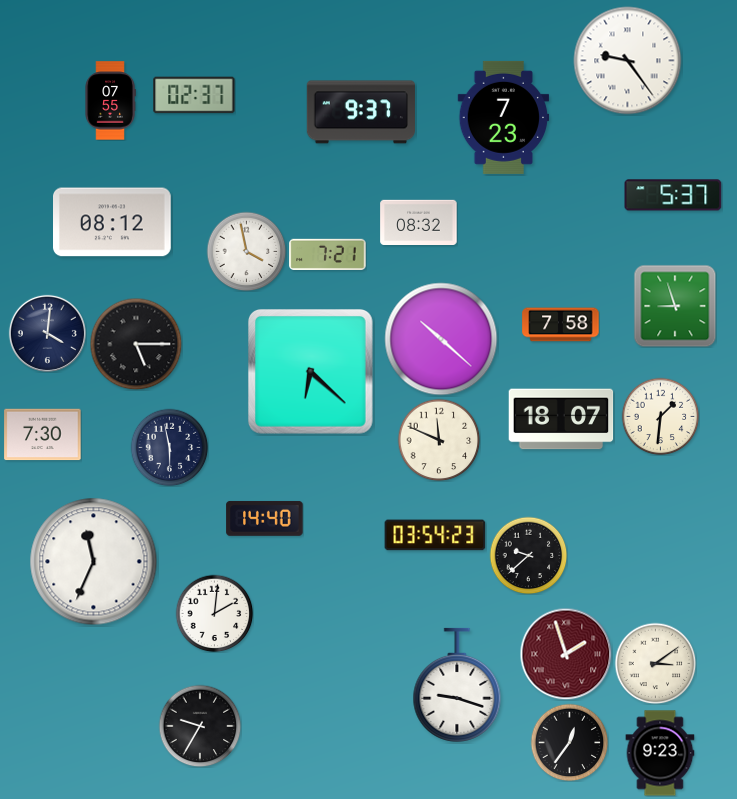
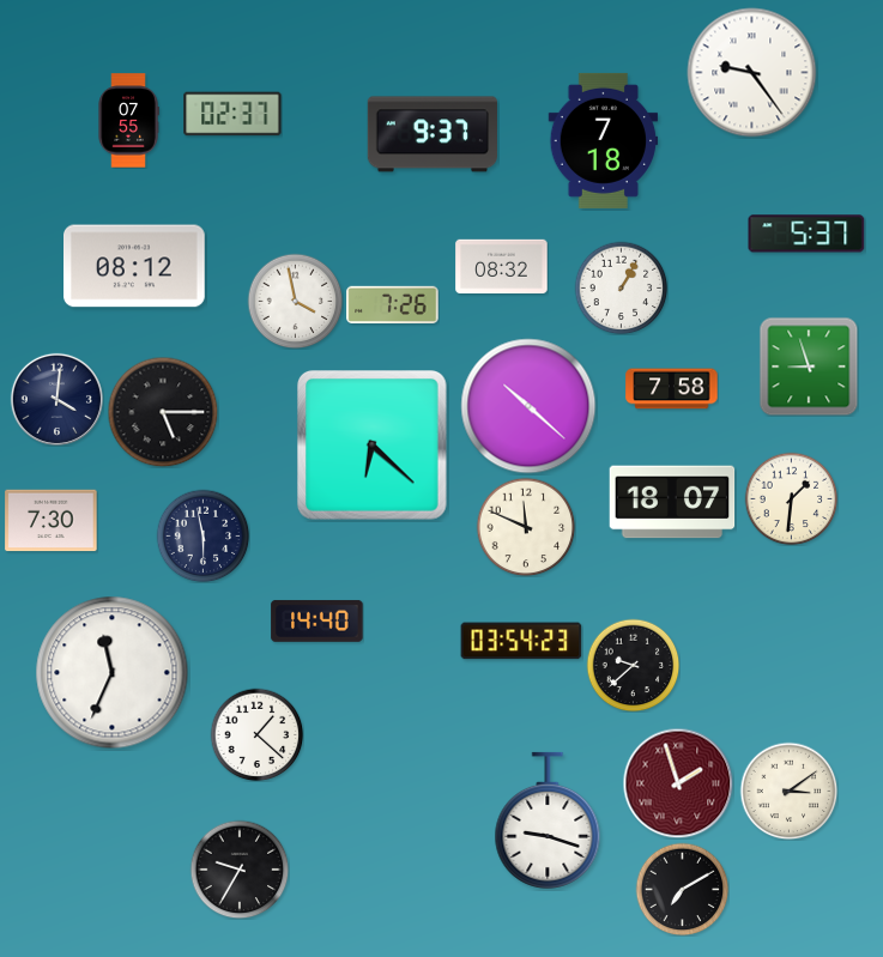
clock at (110, 101) position: (110, 101) -> (128, 121)
clock at (504, 117): 7:23 -> 7:18
clock at (621, 287): none -> 1:05
clock at (328, 254): 7:21 -> 7:26
clock at (214, 613): 2:01 -> 1:22
clock at (655, 663) position: (655, 663) -> (788, 791)
clock at (569, 742): 12:36 -> 7:10
clock at (660, 753): 9:23 -> none
